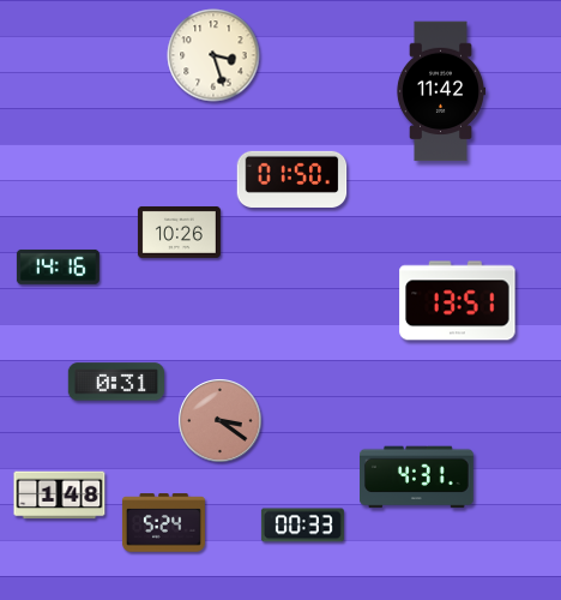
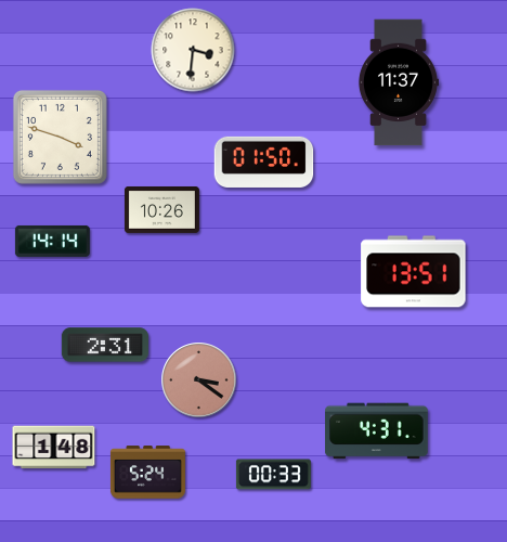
clock at (213, 55): 3:27 -> 3:31
clock at (440, 91): 11:42 -> 11:37
clock at (60, 137): none -> 3:48
clock at (58, 266): 14:16 -> 14:14
clock at (116, 382): 0:31 -> 2:31
